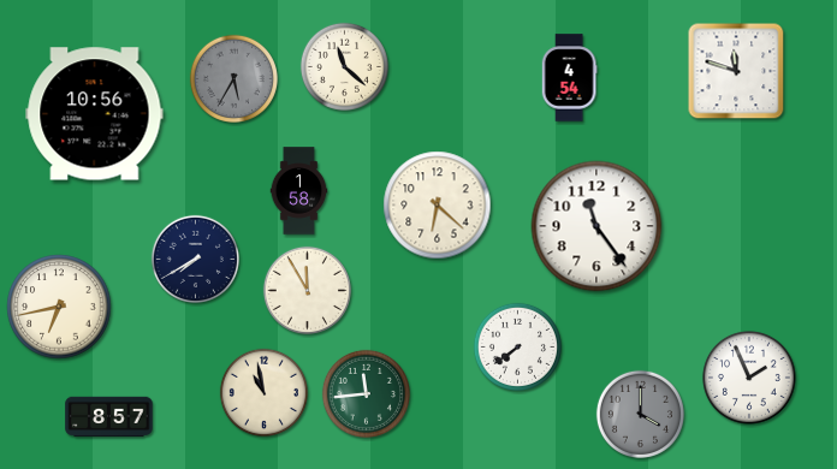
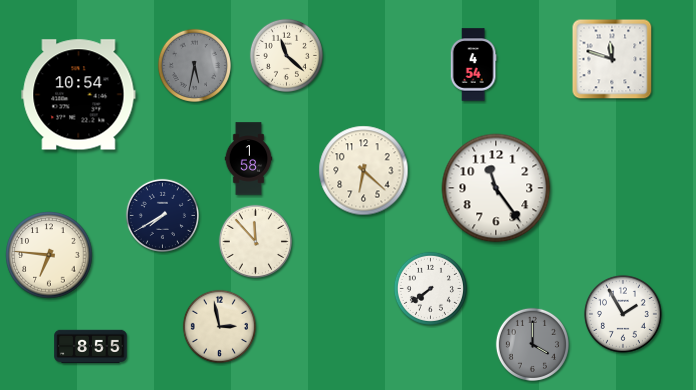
clock at (233, 78): 5:35 -> 5:32
clock at (95, 114): 10:56 -> 10:54
clock at (307, 290): 11:55 -> 11:53
clock at (59, 307): 6:43 -> 6:46
clock at (749, 378): 1:56 -> 1:55
clock at (263, 392): 10:58 -> 2:58
clock at (366, 393): 11:44 -> none
clock at (109, 417): 8:57 -> 8:55
